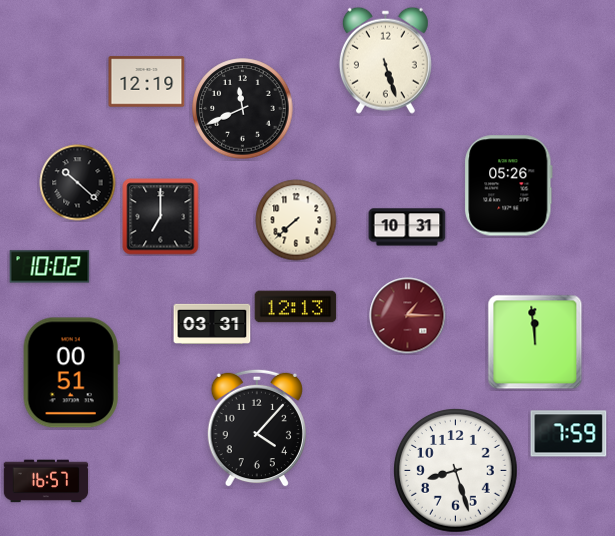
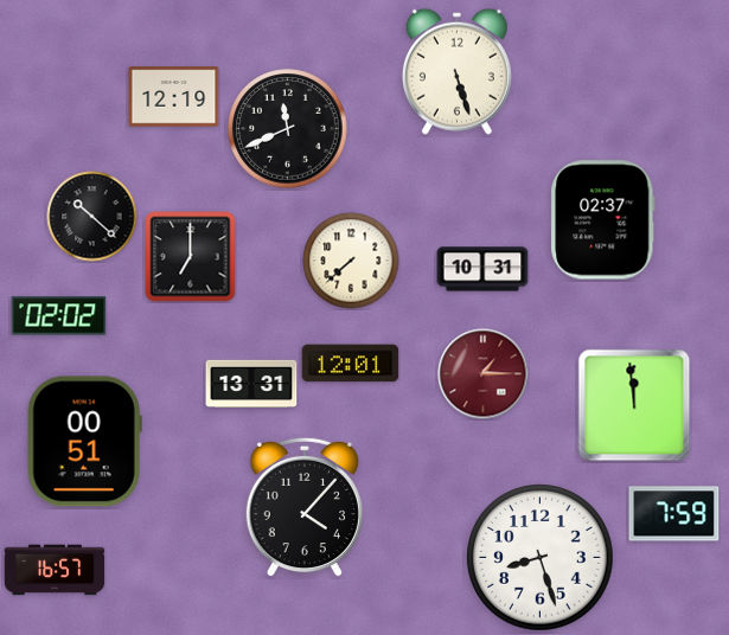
clock at (509, 186): 05:26 -> 02:37
clock at (50, 267): 10:02 -> 02:02
clock at (296, 307): 12:13 -> 12:01
clock at (212, 323): 03:31 -> 13:31
